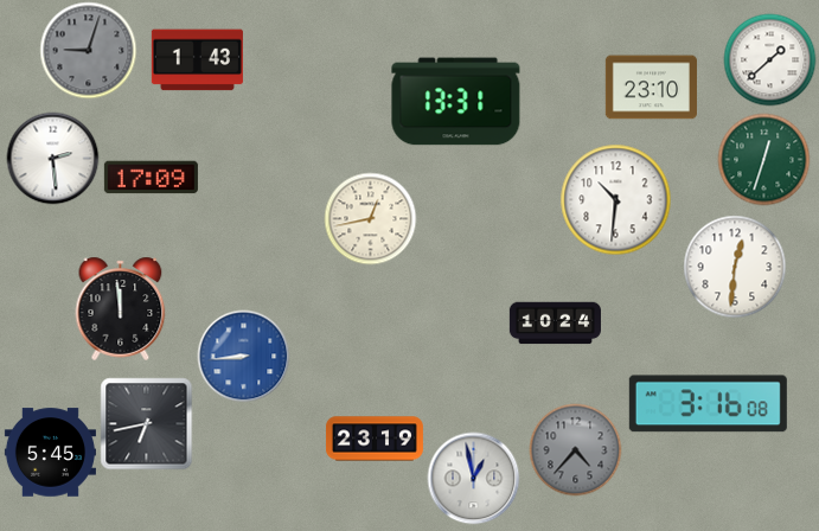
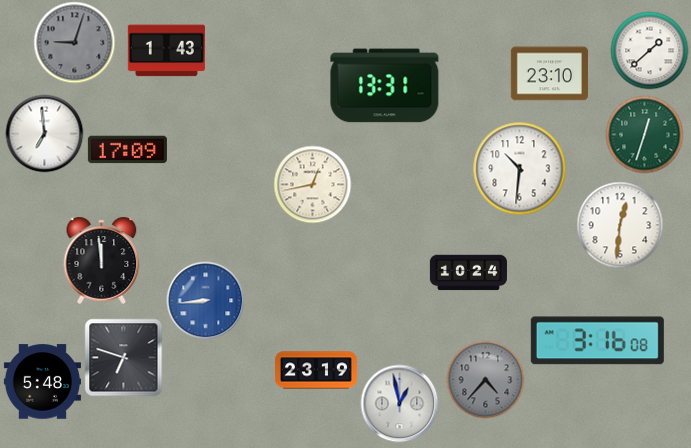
clock at (52, 158): 2:29 -> 6:59
clock at (146, 423): 6:43 -> 6:48
clock at (50, 453): 5:45 -> 5:48
